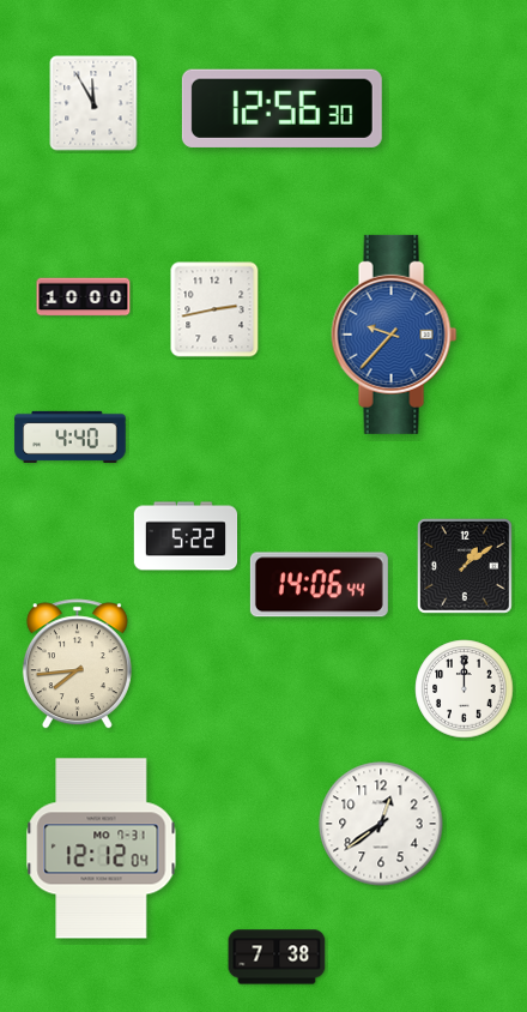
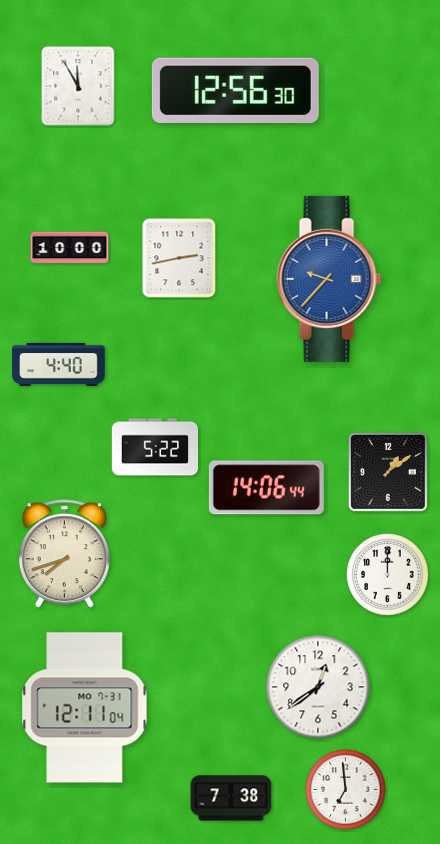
clock at (77, 664): 7:44 -> 7:42
clock at (102, 849): 12:12 -> 12:11
clock at (346, 790): none -> 6:59
